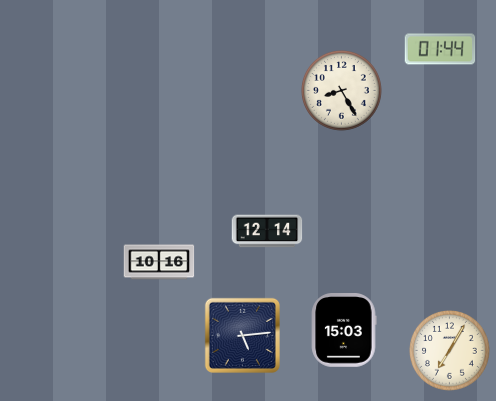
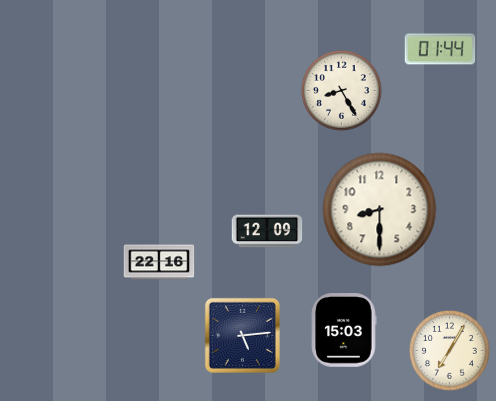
clock at (380, 210): none -> 8:30
clock at (267, 231): 12:14 -> 12:09
clock at (159, 262): 10:16 -> 22:16
